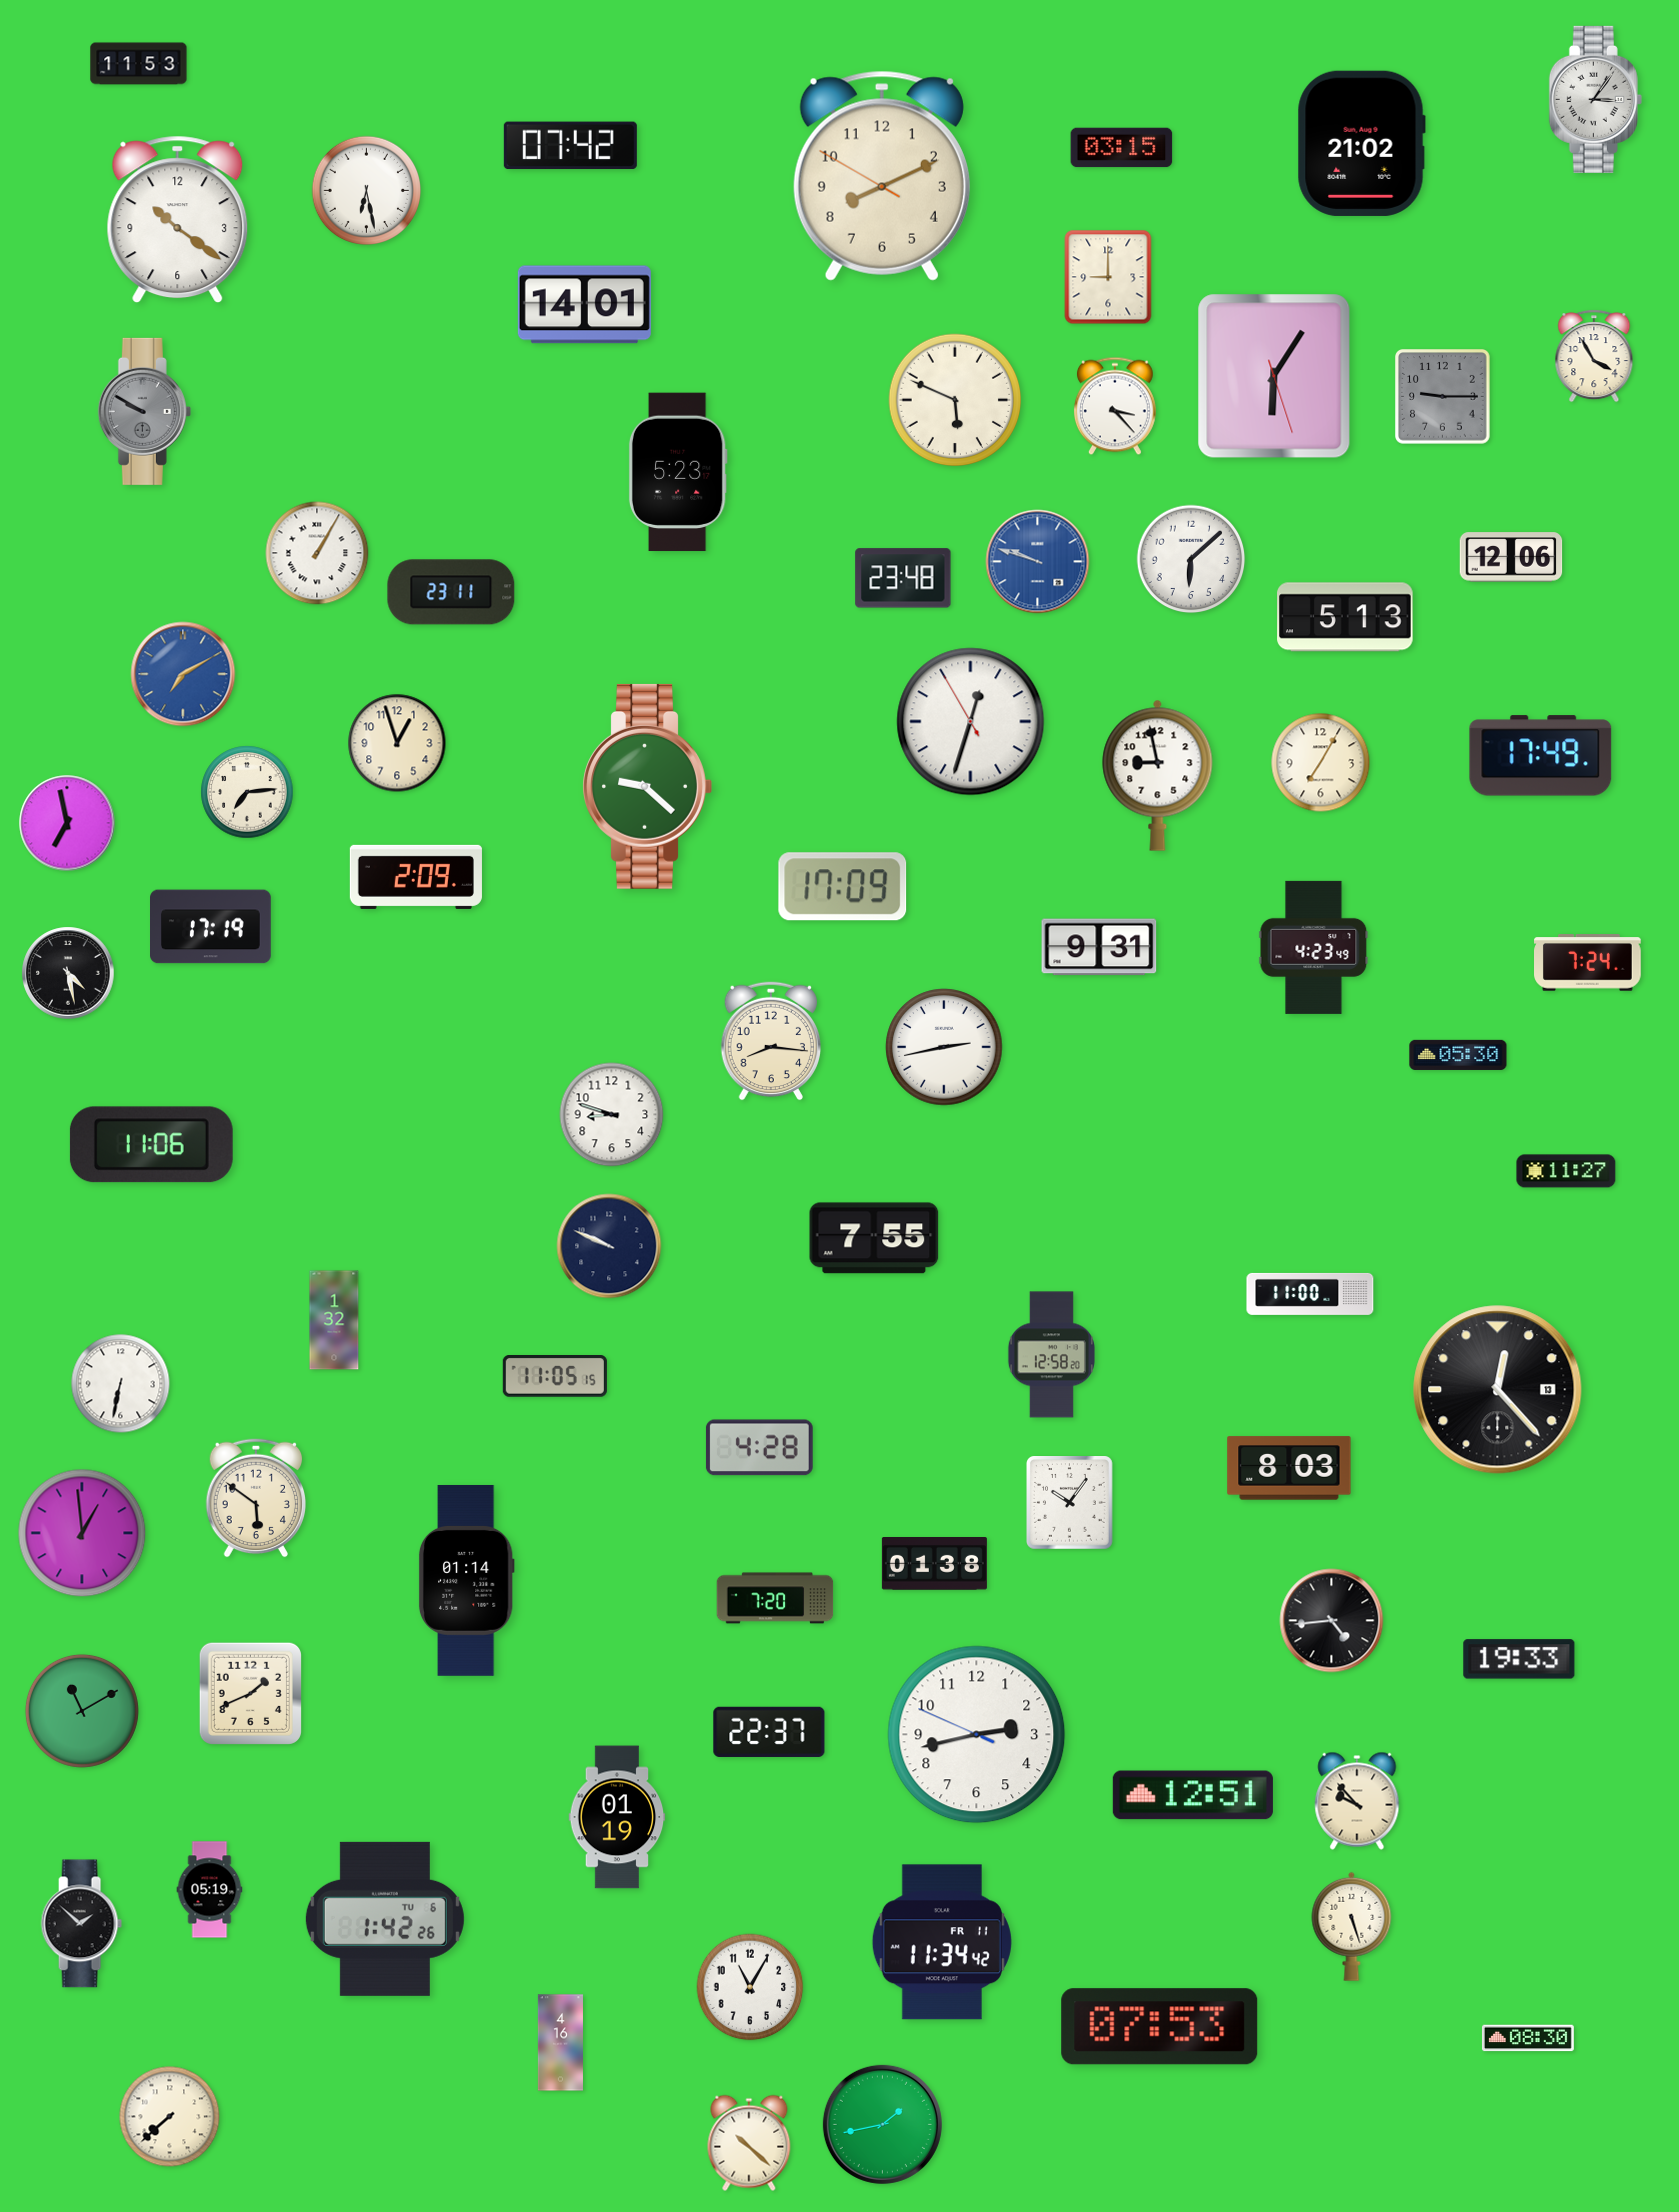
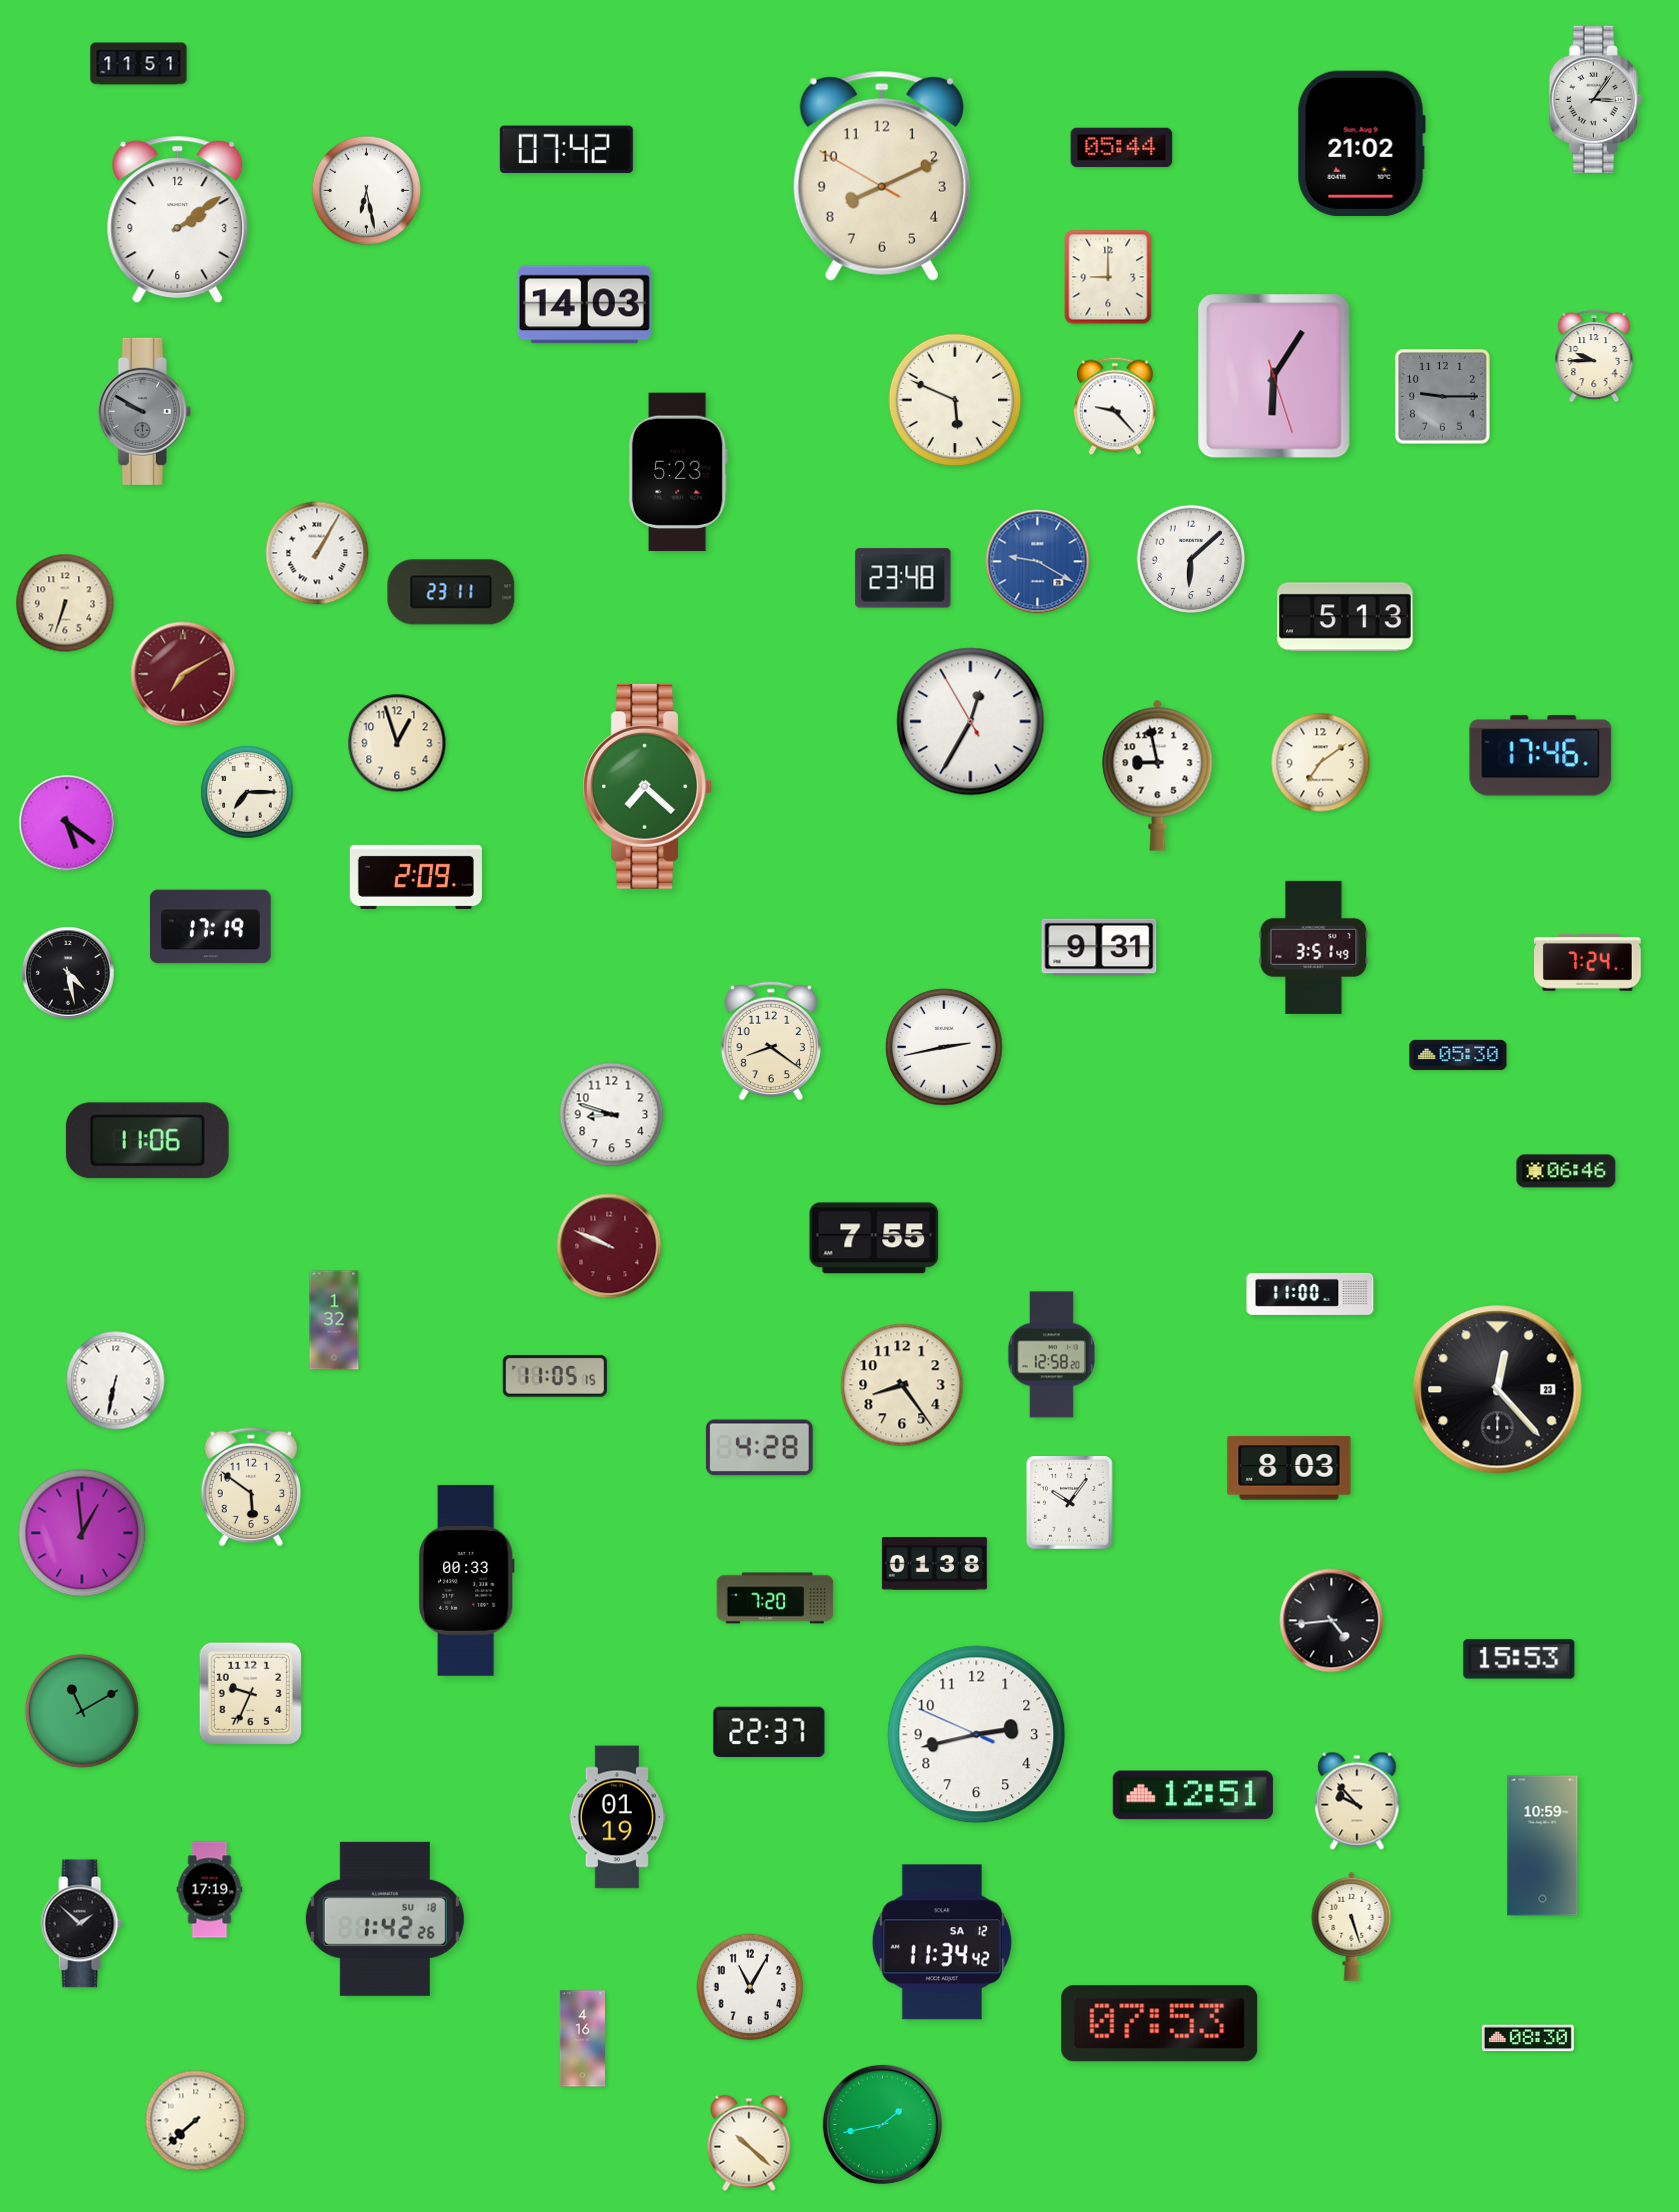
clock at (139, 64): 11:53 -> 11:51
clock at (570, 146) position: (570, 146) -> (566, 150)
clock at (1122, 148): 03:15 -> 05:44
clock at (178, 220): 10:21 -> 2:09
clock at (584, 305): 14:01 -> 14:03
clock at (1594, 356): 3:55 -> 9:45
clock at (1115, 406): 3:23 -> 9:23
clock at (1511, 557): 12:06 -> none
clock at (1038, 562): 9:48 -> 9:20
clock at (65, 603): none -> 6:33
clock at (183, 674) dial: blue -> burgundy
clock at (971, 722): 12:32 -> 12:34
clock at (1541, 756): 17:49 -> 17:46
clock at (1321, 763): 7:05 -> 7:09
clock at (647, 786): 9:22 -> 7:22
clock at (247, 792): 7:14 -> 7:15
clock at (67, 823): 6:58 -> 5:21
clock at (843, 887): 17:09 -> none
clock at (1314, 947): 4:23 -> 3:51
clock at (770, 1041): 8:16 -> 8:21
clock at (151, 1145) position: (151, 1145) -> (147, 1141)
clock at (1566, 1171): 11:27 -> 06:46
clock at (609, 1246) dial: navy -> burgundy
clock at (121, 1384) position: (121, 1384) -> (116, 1381)
clock at (902, 1385): none -> 8:24
clock at (1498, 1390) date: 13 -> 23
clock at (255, 1498) position: (255, 1498) -> (250, 1487)
clock at (466, 1580): 01:14 -> 00:33
clock at (1519, 1659): 19:33 -> 15:53
clock at (250, 1693): 1:41 -> 9:34
clock at (1543, 1846): none -> 10:59
clock at (210, 1890): 05:19 -> 17:19
clock at (385, 1919) date: TU 6 -> SU 18
clock at (942, 1942) date: FR 11 -> SA 12
clock at (1160, 2027) position: (1160, 2027) -> (1160, 2024)
clock at (560, 2043) position: (560, 2043) -> (582, 2039)
clock at (170, 2117) position: (170, 2117) -> (196, 2121)
